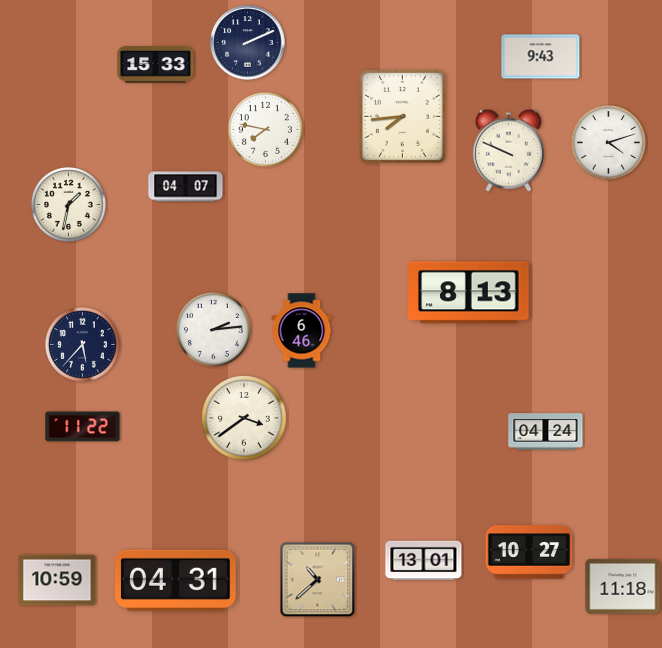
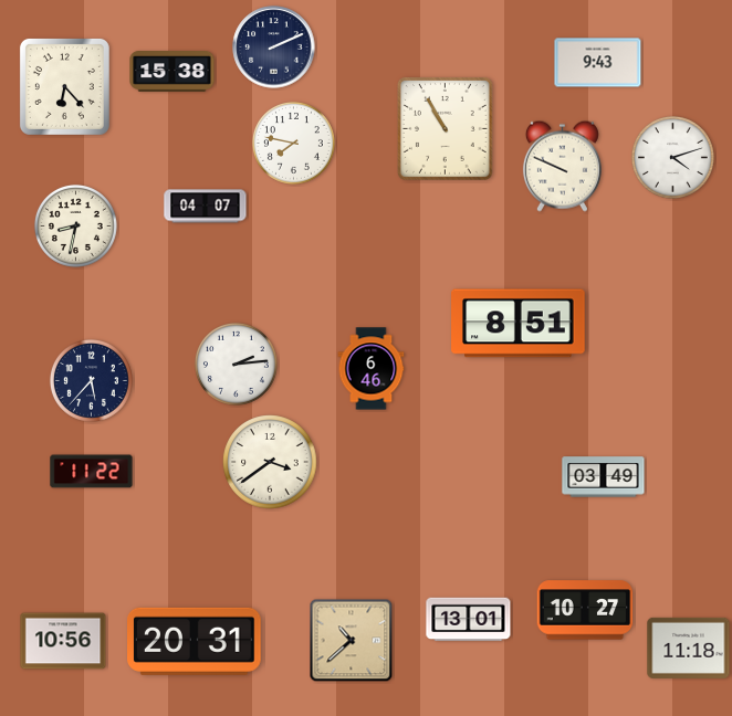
clock at (156, 65): 15:33 -> 15:38
clock at (64, 86): none -> 6:23
clock at (402, 116): 7:44 -> 10:55
clock at (68, 204): 1:32 -> 8:32
clock at (469, 293): 8:13 -> 8:51
clock at (302, 331) position: (302, 331) -> (372, 369)
clock at (546, 432): 04:24 -> 03:49
clock at (57, 580): 10:59 -> 10:56
clock at (176, 580): 04:31 -> 20:31
